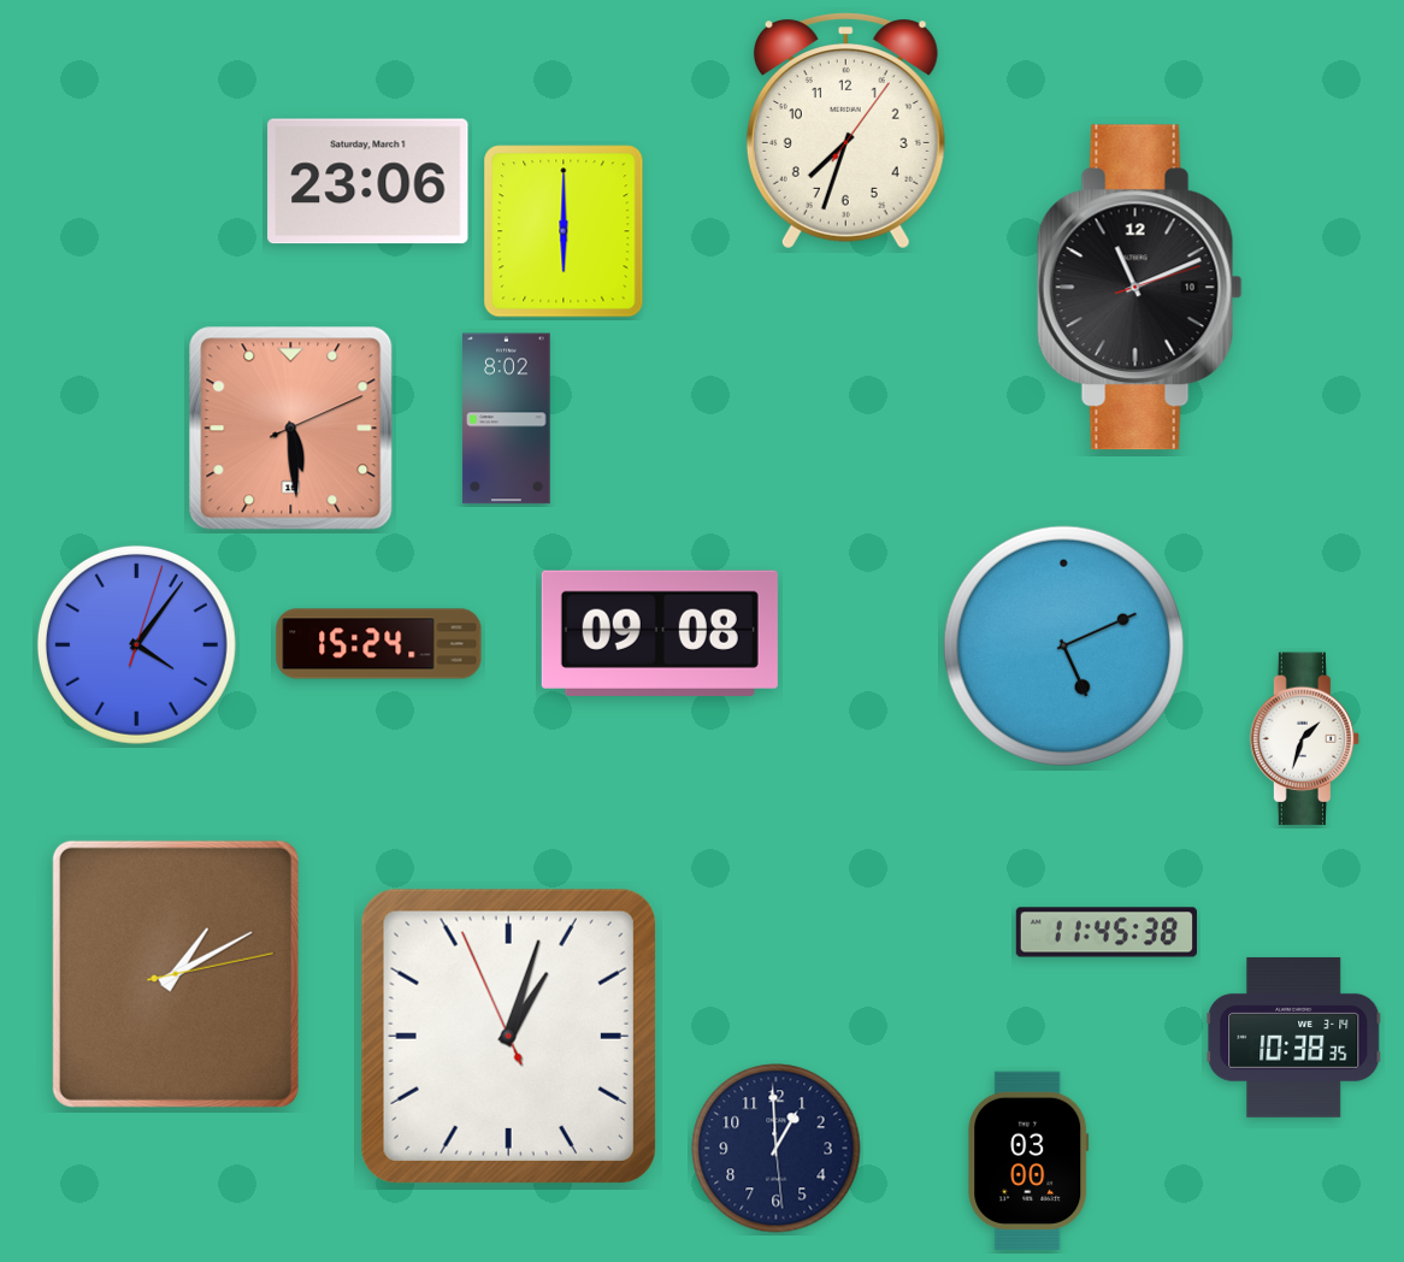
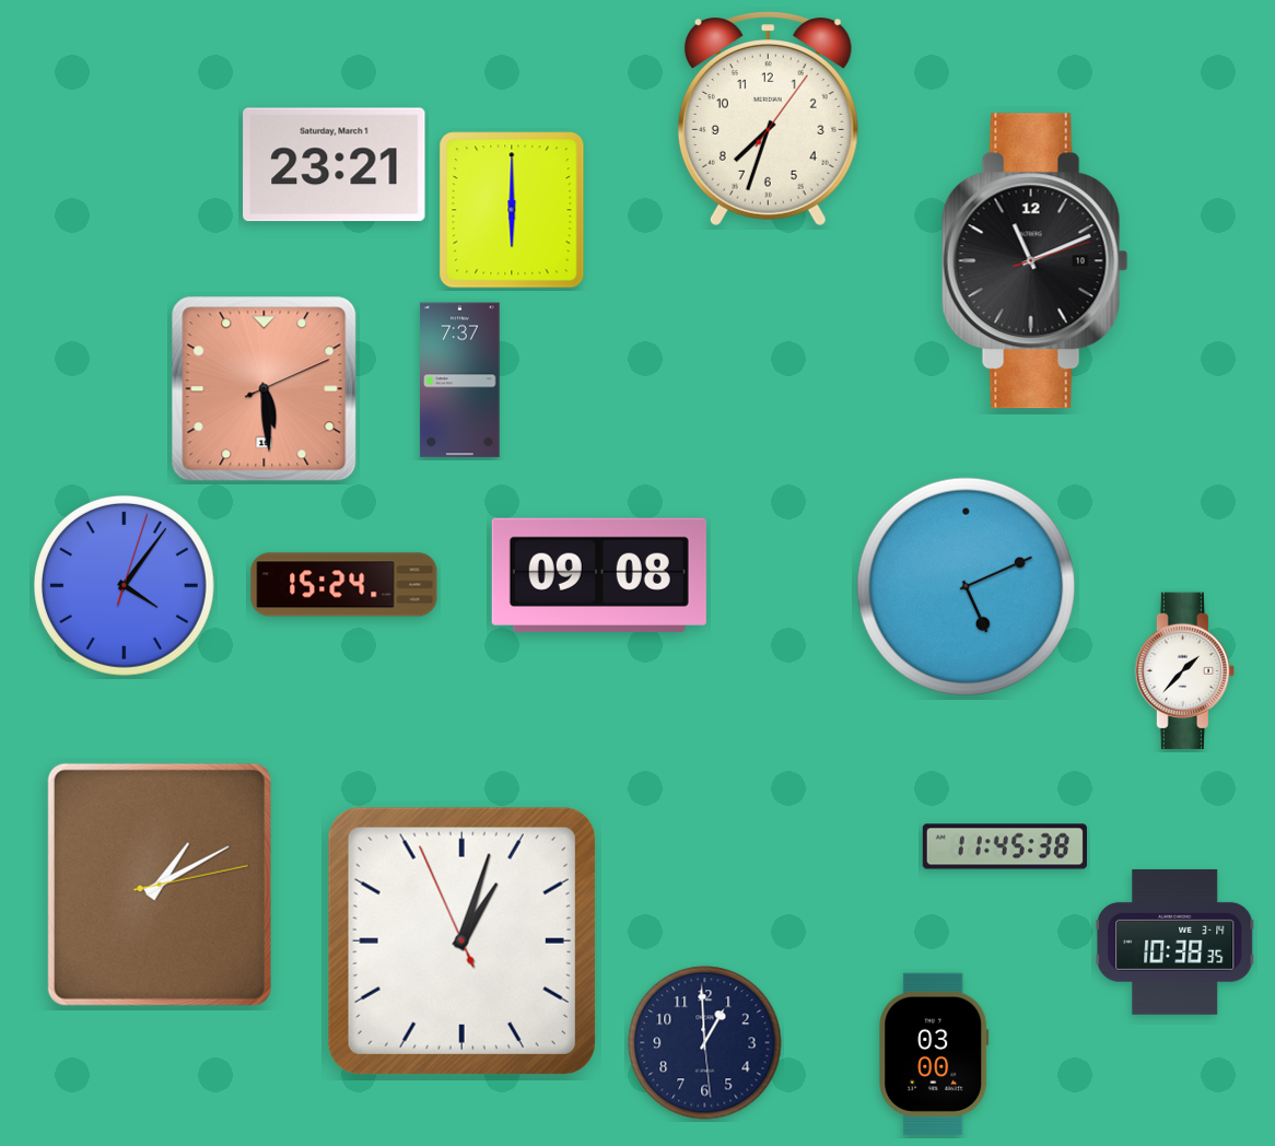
clock at (368, 182): 23:06 -> 23:21
clock at (507, 419): 8:02 -> 7:37
clock at (1305, 739): 1:33 -> 1:37
